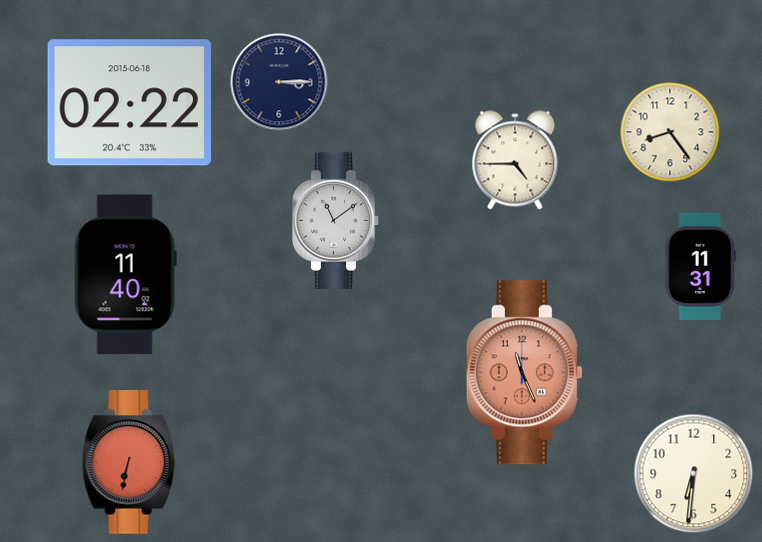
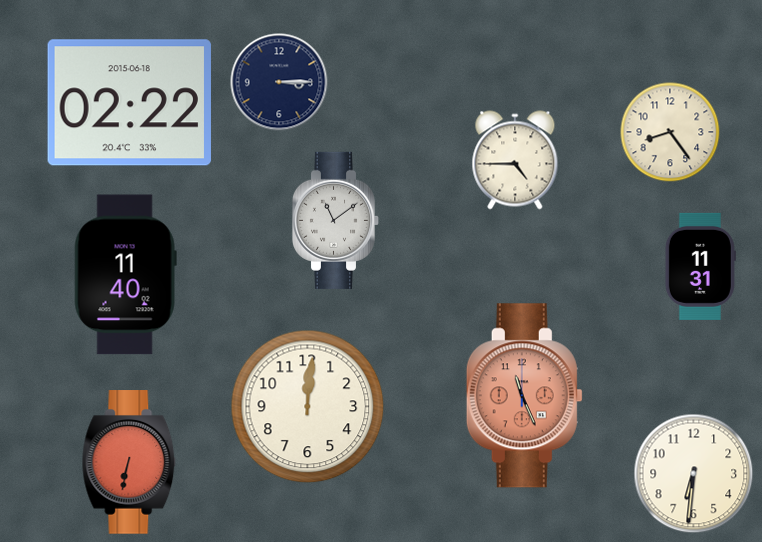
clock at (524, 373) position: (524, 373) -> (524, 396)
clock at (308, 407): none -> 12:01
